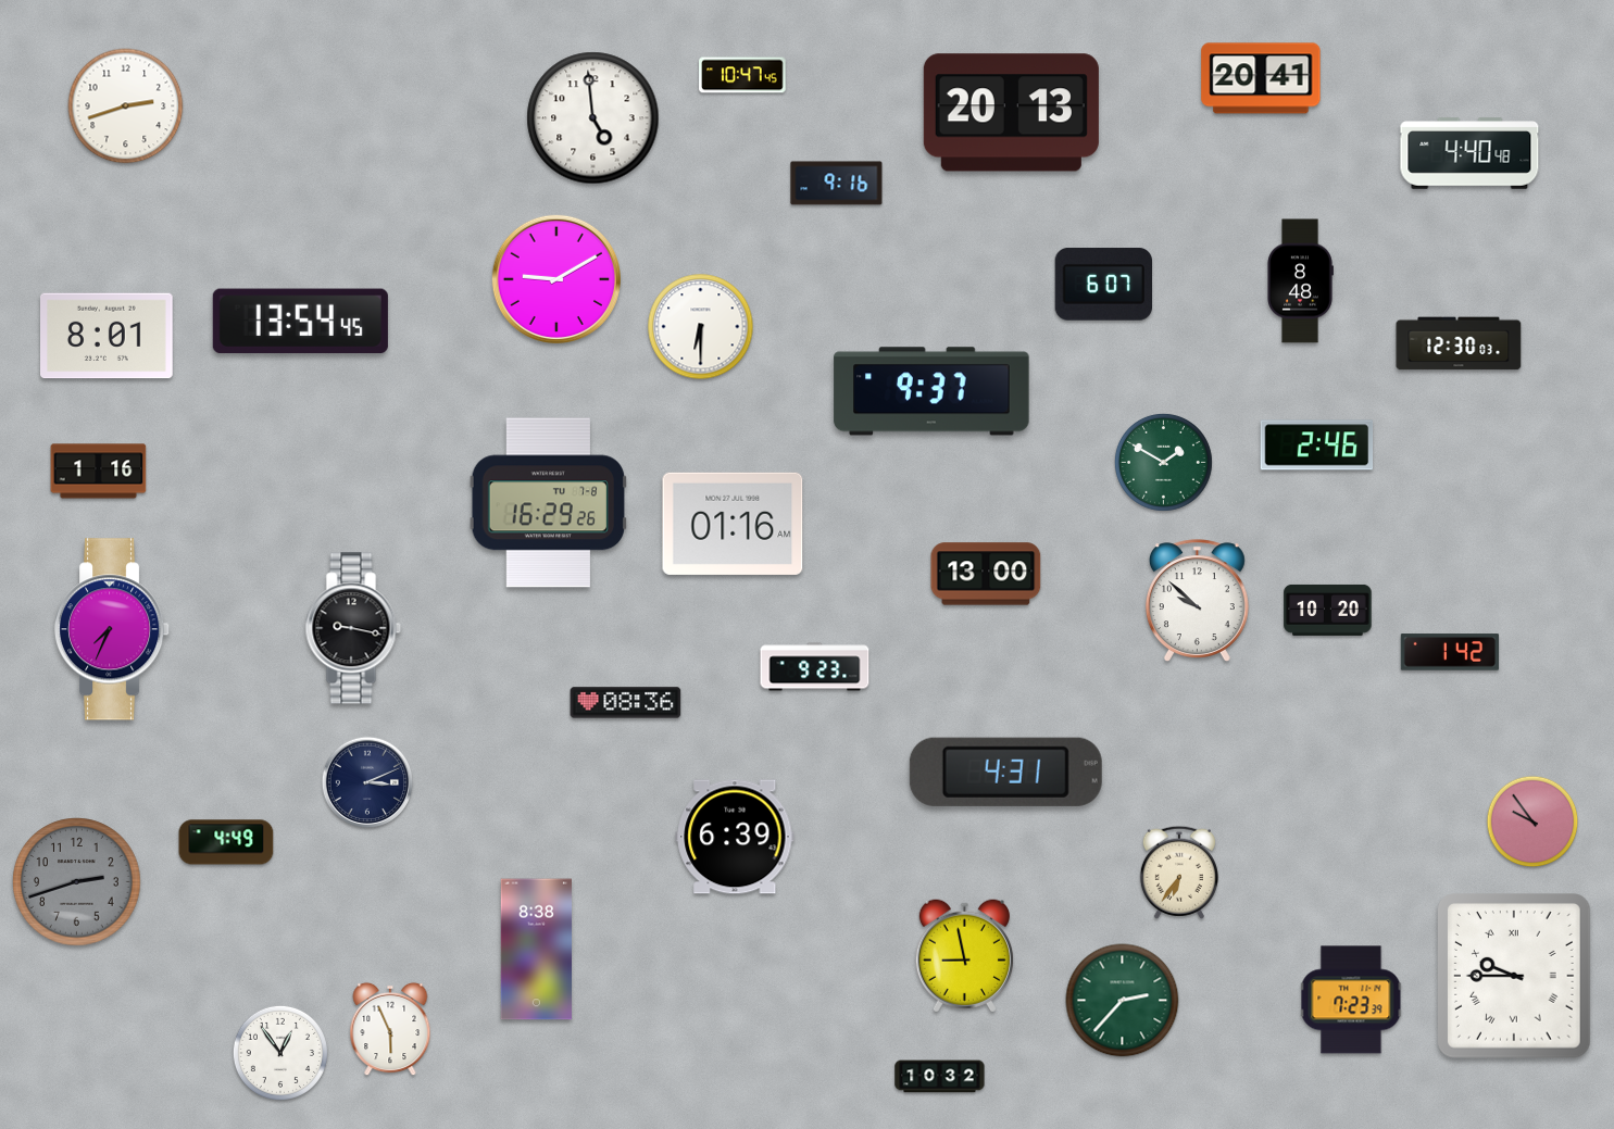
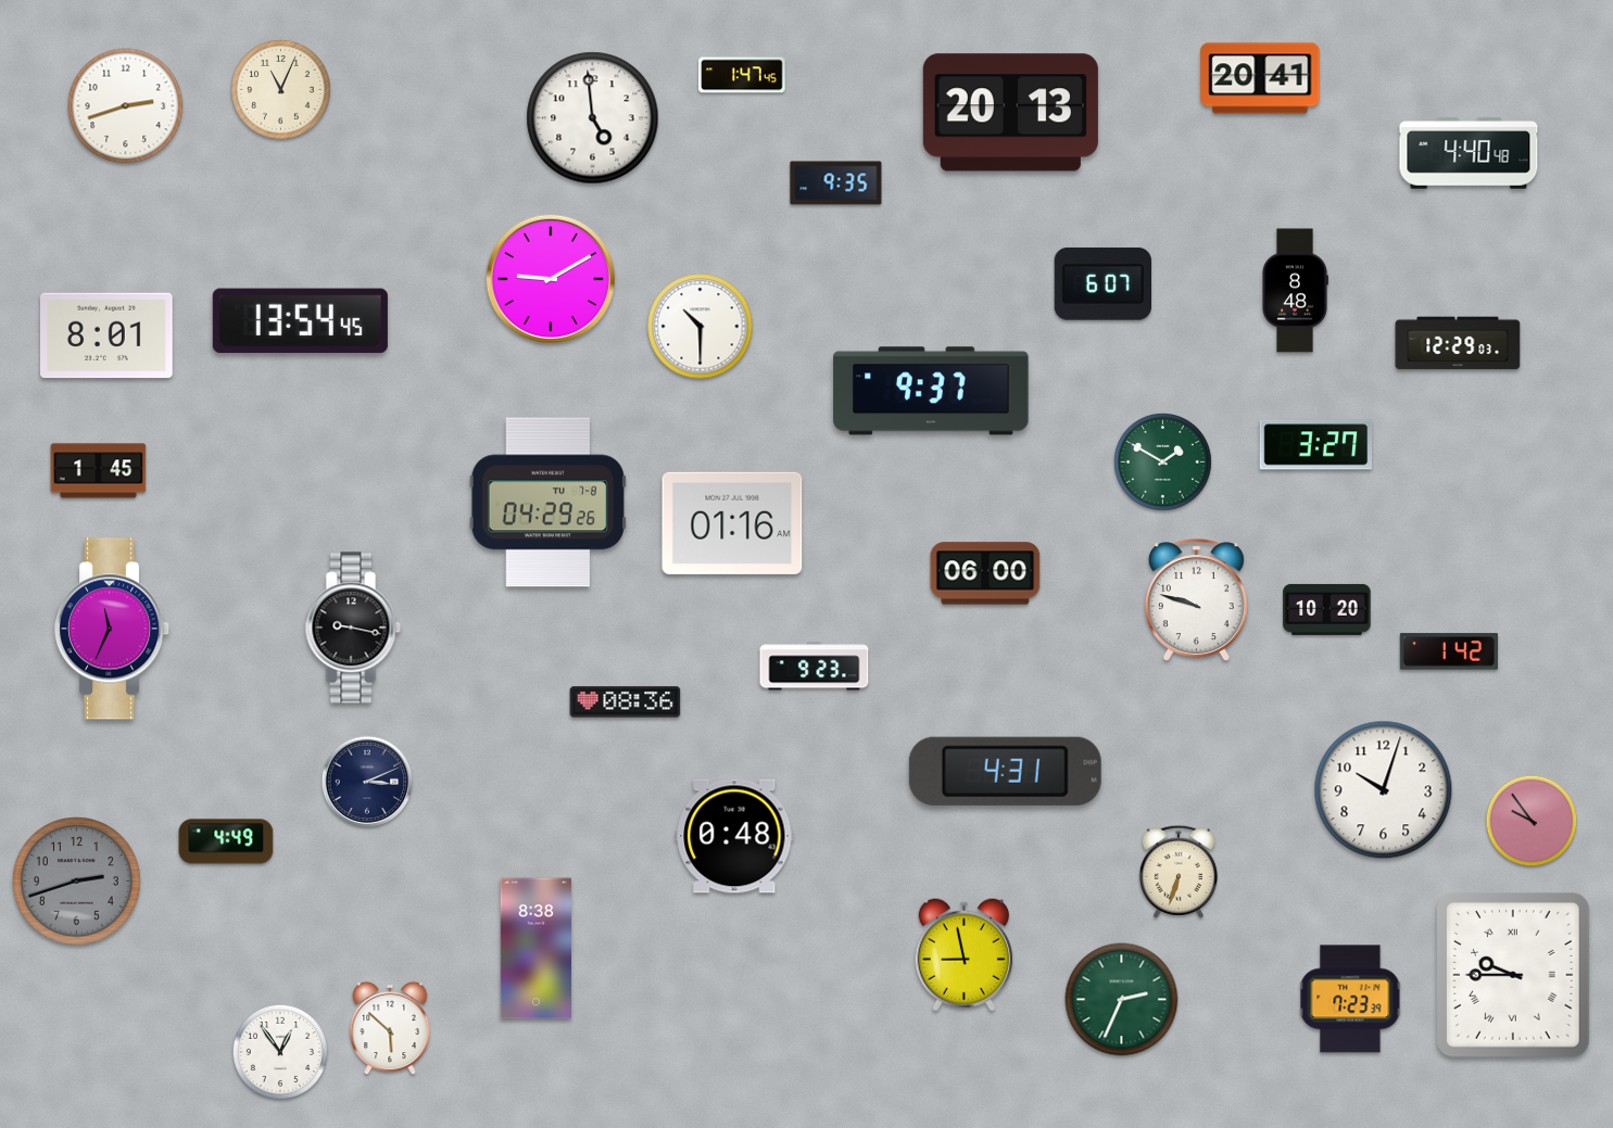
clock at (742, 75): 10:47 -> 1:47
clock at (281, 90): none -> 11:04
clock at (837, 184): 9:16 -> 9:35
clock at (556, 279) position: (556, 279) -> (551, 279)
clock at (1300, 281) position: (1300, 281) -> (1295, 291)
clock at (701, 327): 6:30 -> 10:30
clock at (1459, 343): 12:30 -> 12:29
clock at (1317, 446): 2:46 -> 3:27
clock at (99, 472): 1:16 -> 1:45
clock at (548, 503): 16:29 -> 04:29
clock at (986, 574): 13:00 -> 06:00
clock at (1197, 601): 9:52 -> 9:48
clock at (112, 629): 7:34 -> 11:34
clock at (1384, 790): none -> 10:03
clock at (735, 837): 6:39 -> 0:48
clock at (1179, 873): 6:36 -> 6:33
clock at (1123, 1001): 2:37 -> 2:34
clock at (390, 1029): 5:56 -> 5:52
clock at (940, 1077): 10:32 -> none
